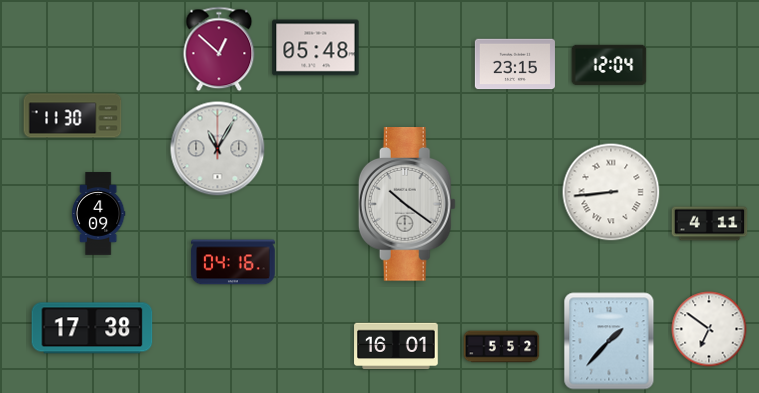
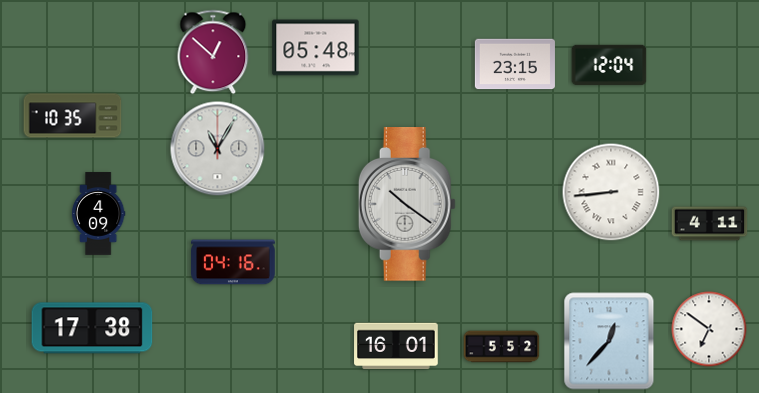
clock at (219, 49) position: (219, 49) -> (213, 52)
clock at (73, 116): 11:30 -> 10:35
clock at (609, 341): 1:37 -> 12:37
